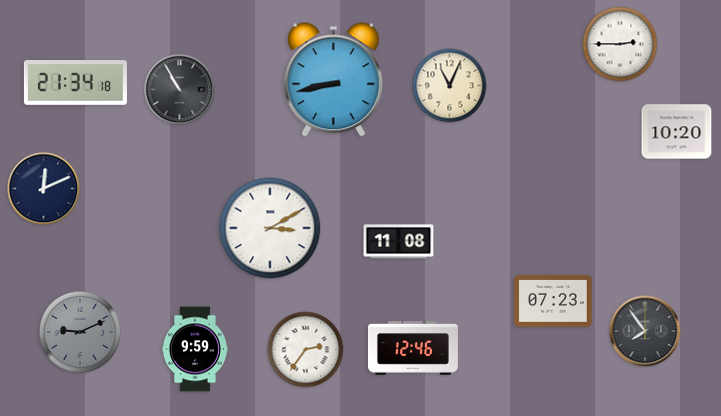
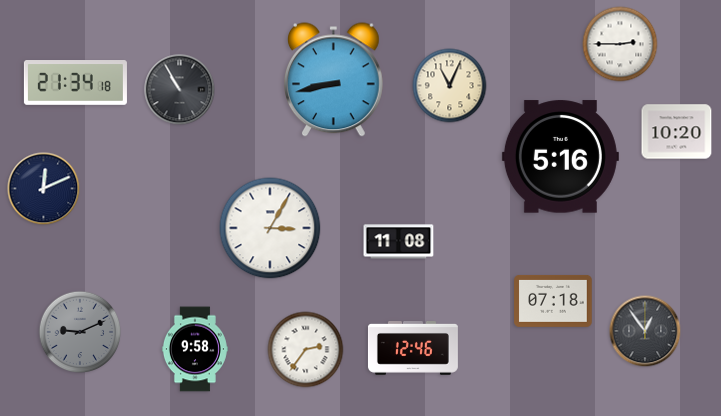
clock at (560, 157): none -> 5:16
clock at (270, 228): 3:10 -> 3:05
clock at (553, 301): 07:23 -> 07:18
clock at (645, 331): 7:54 -> 12:54
clock at (195, 349): 9:59 -> 9:58
